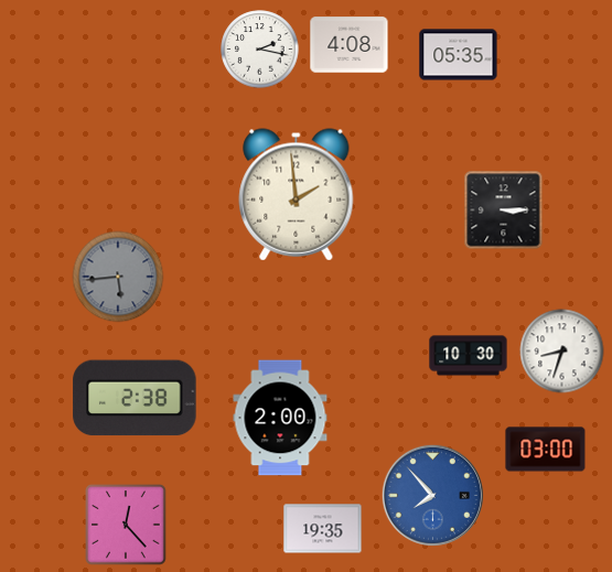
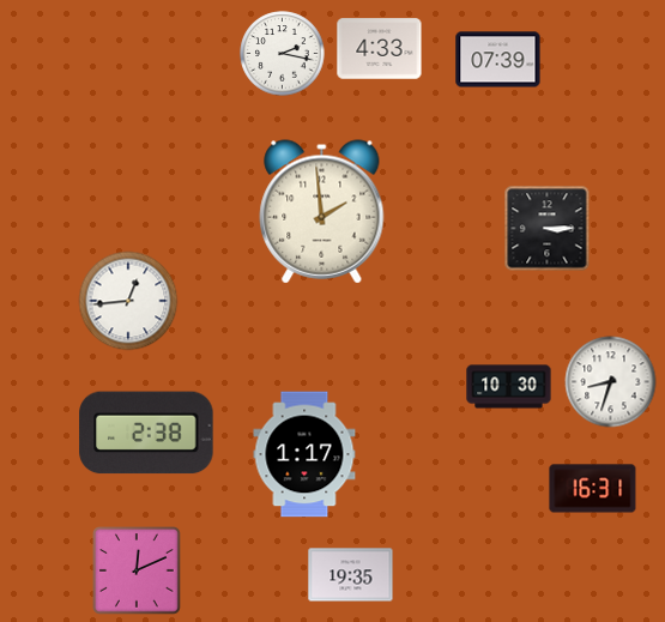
clock at (350, 45): 4:08 -> 4:33
clock at (459, 55): 05:35 -> 07:39
clock at (118, 277): 5:44 -> 12:44
clock at (118, 277) dial: grey -> white
clock at (280, 418): 2:00 -> 1:17
clock at (546, 450): 03:00 -> 16:31
clock at (432, 495): 7:53 -> none
clock at (127, 526): 12:23 -> 12:11
